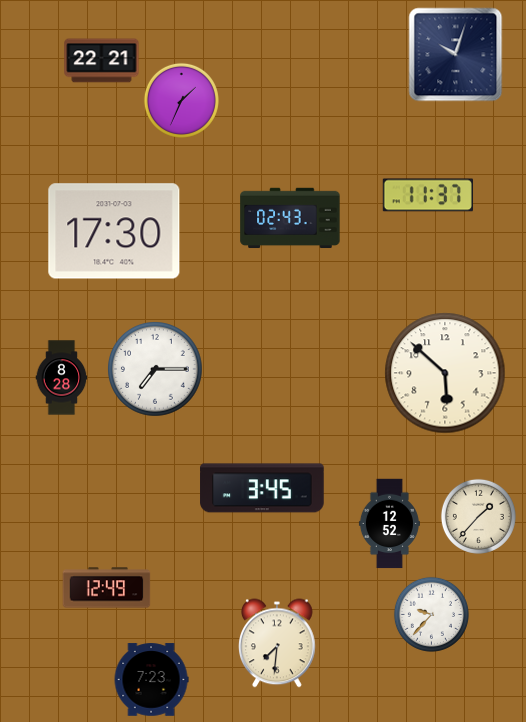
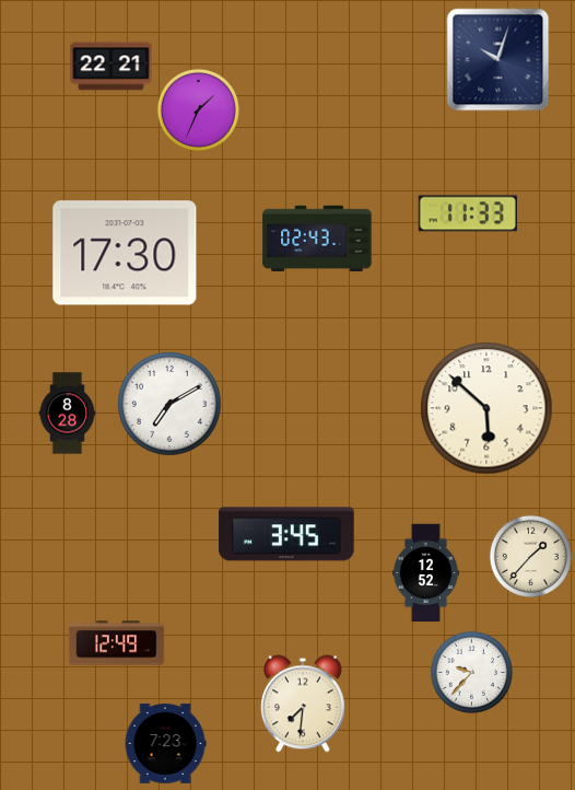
clock at (427, 195): 11:37 -> 11:33
clock at (156, 370): 7:15 -> 7:10
clock at (478, 516) position: (478, 516) -> (530, 556)
